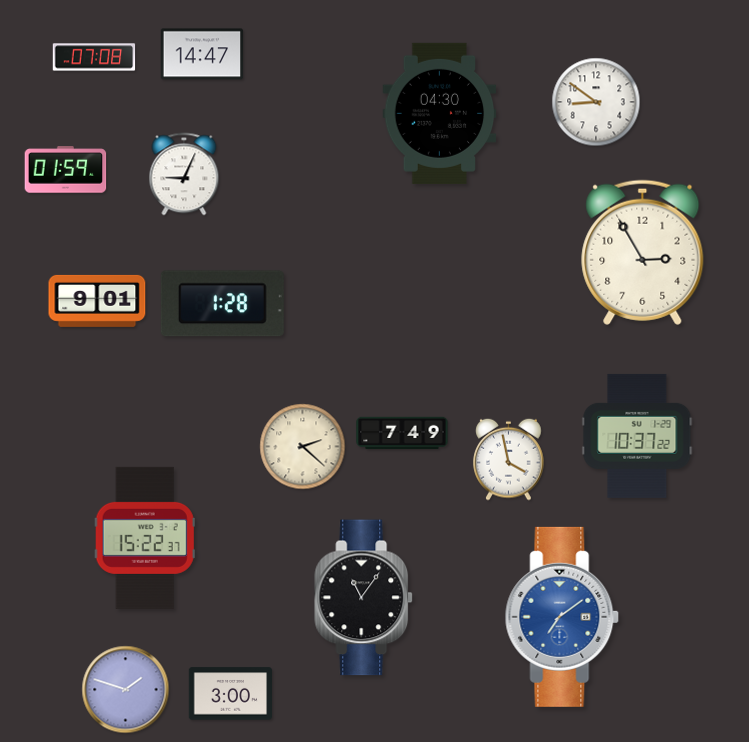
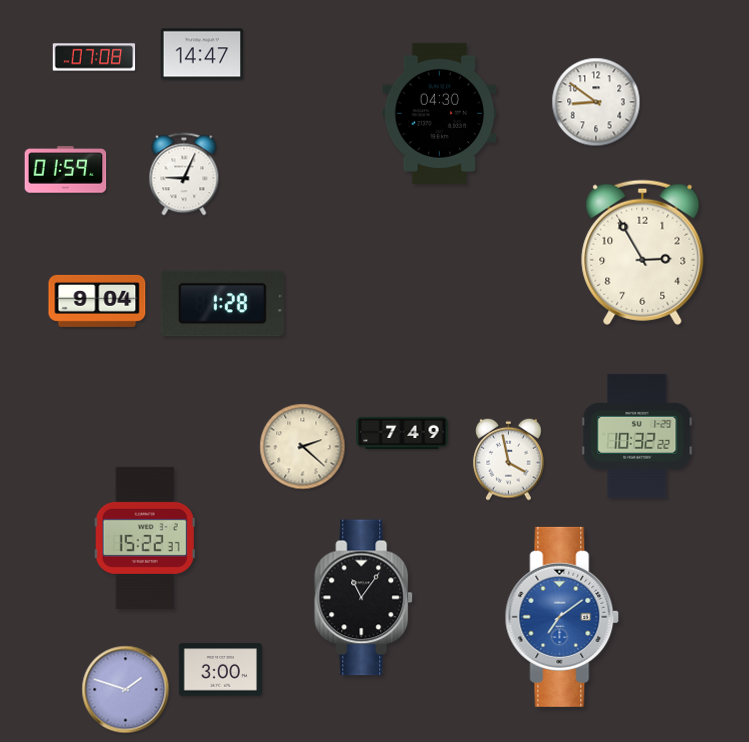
clock at (97, 301): 9:01 -> 9:04
clock at (637, 436): 10:37 -> 10:32
clock at (230, 694) position: (230, 694) -> (220, 670)
